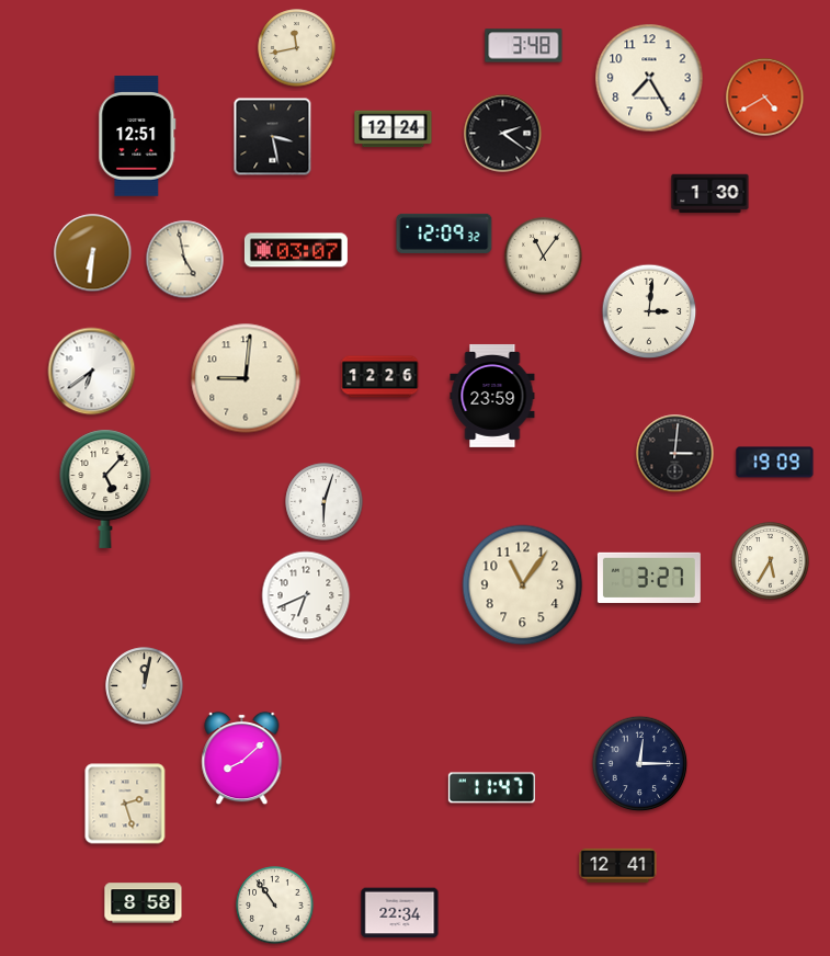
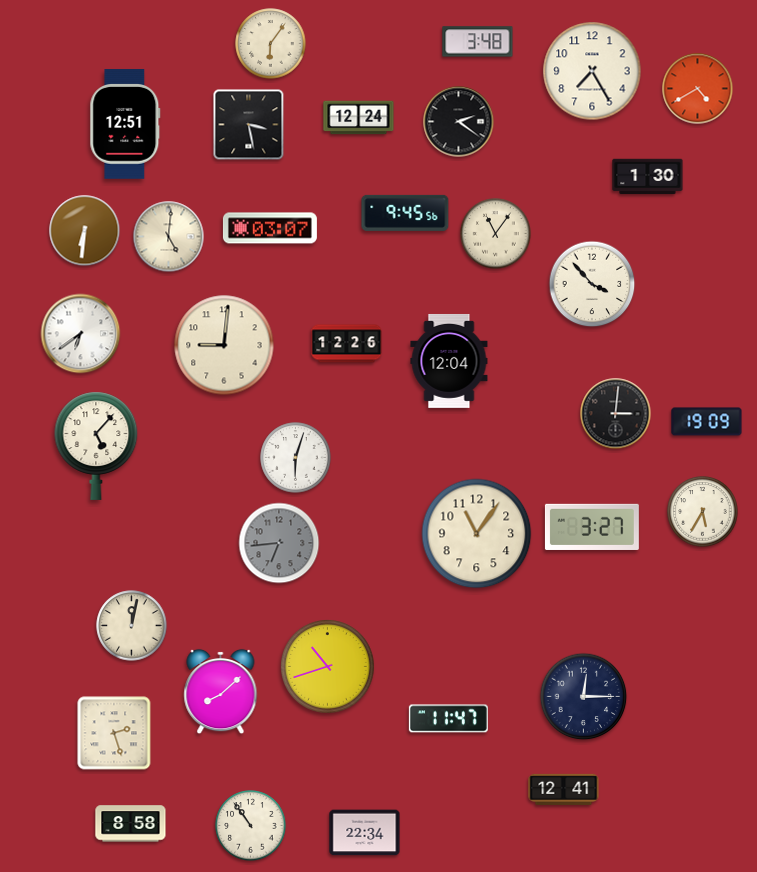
clock at (297, 48): 11:43 -> 6:06
clock at (444, 234): 12:09 -> 9:45
clock at (185, 260): 4:58 -> 5:01
clock at (649, 311): 3:01 -> 3:53
clock at (92, 372) position: (92, 372) -> (81, 334)
clock at (492, 396): 23:59 -> 12:04
clock at (306, 595): 6:41 -> 6:44
clock at (306, 595) dial: white -> grey
clock at (328, 667): none -> 10:42
